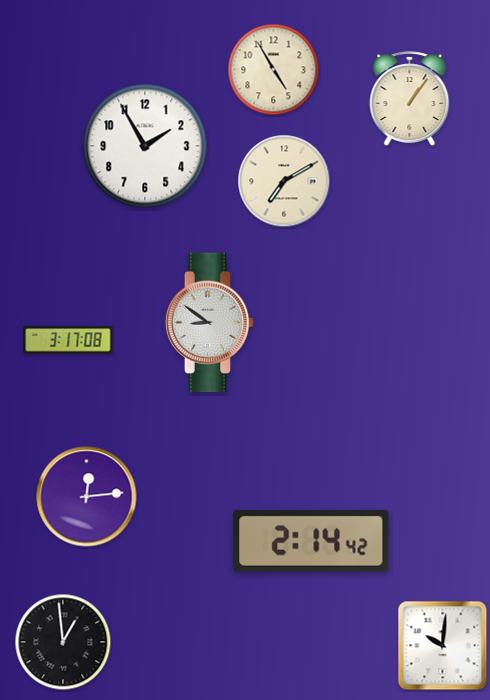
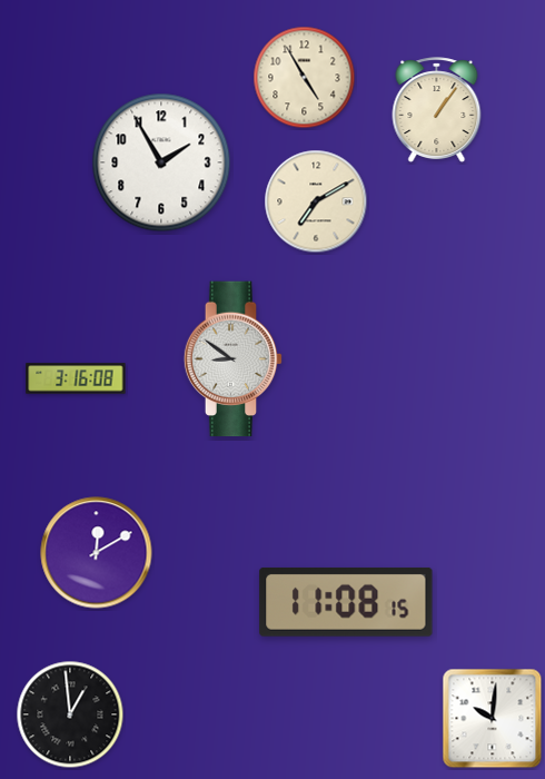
clock at (410, 99) position: (410, 99) -> (437, 110)
clock at (68, 340): 3:17 -> 3:16
clock at (87, 497): 12:14 -> 12:10
clock at (311, 541): 2:14 -> 11:08
